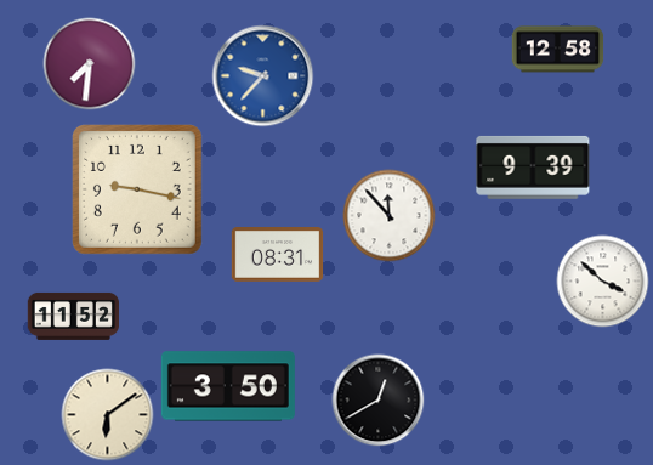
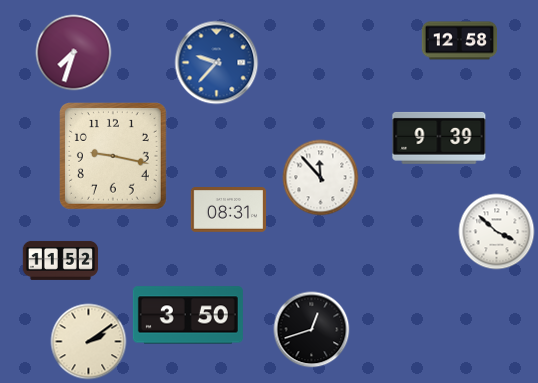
clock at (90, 64): 7:31 -> 7:33
clock at (228, 386) position: (228, 386) -> (188, 315)
clock at (379, 401): 12:40 -> 12:42
clock at (108, 415): 6:09 -> 2:09
